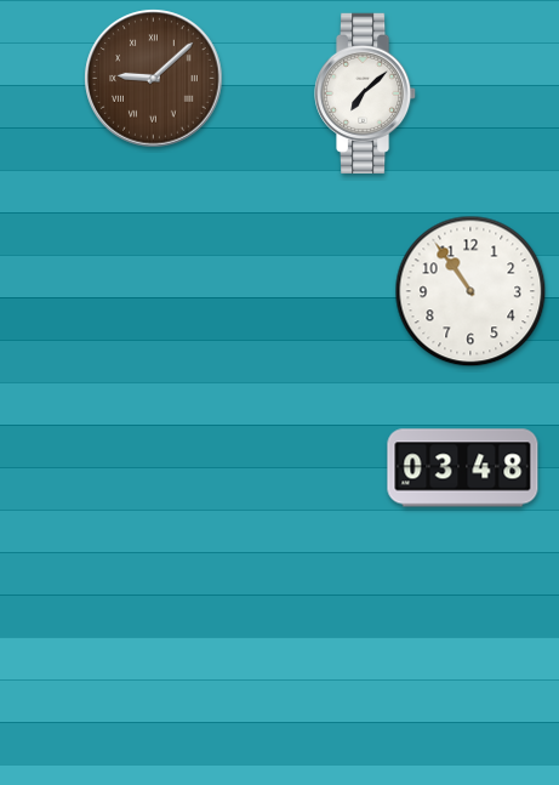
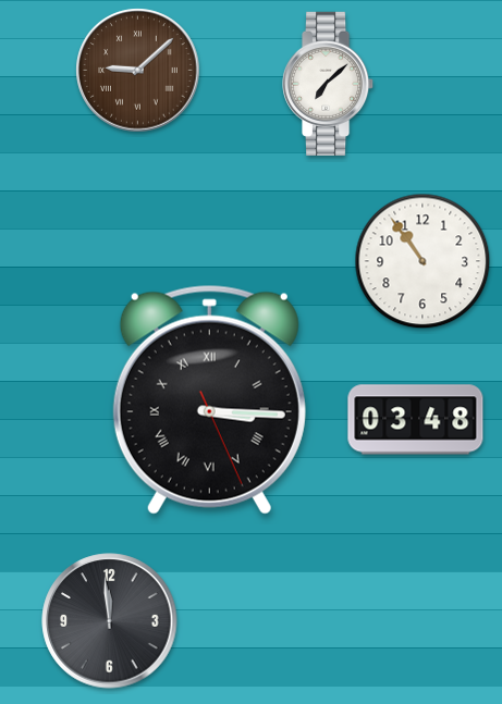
clock at (209, 399): none -> 3:15
clock at (110, 621): none -> 11:59
